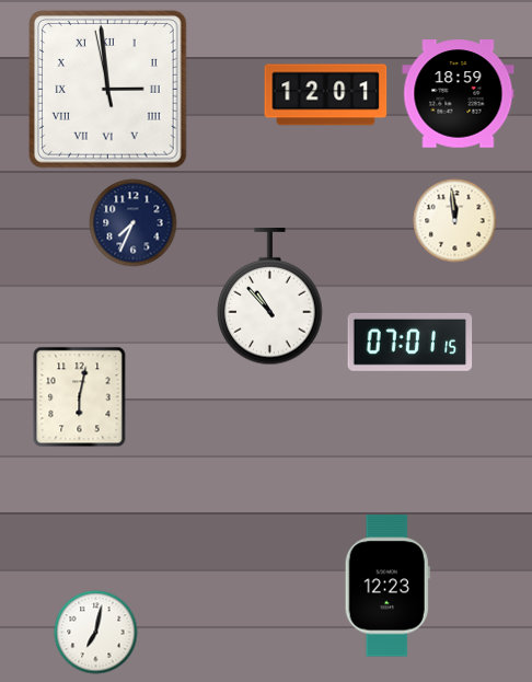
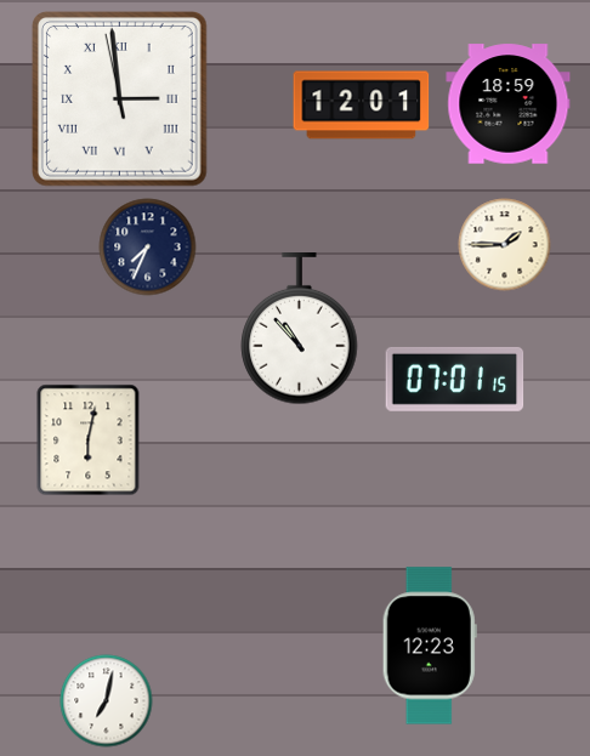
clock at (455, 221): 11:59 -> 1:45
clock at (388, 586) position: (388, 586) -> (430, 646)
